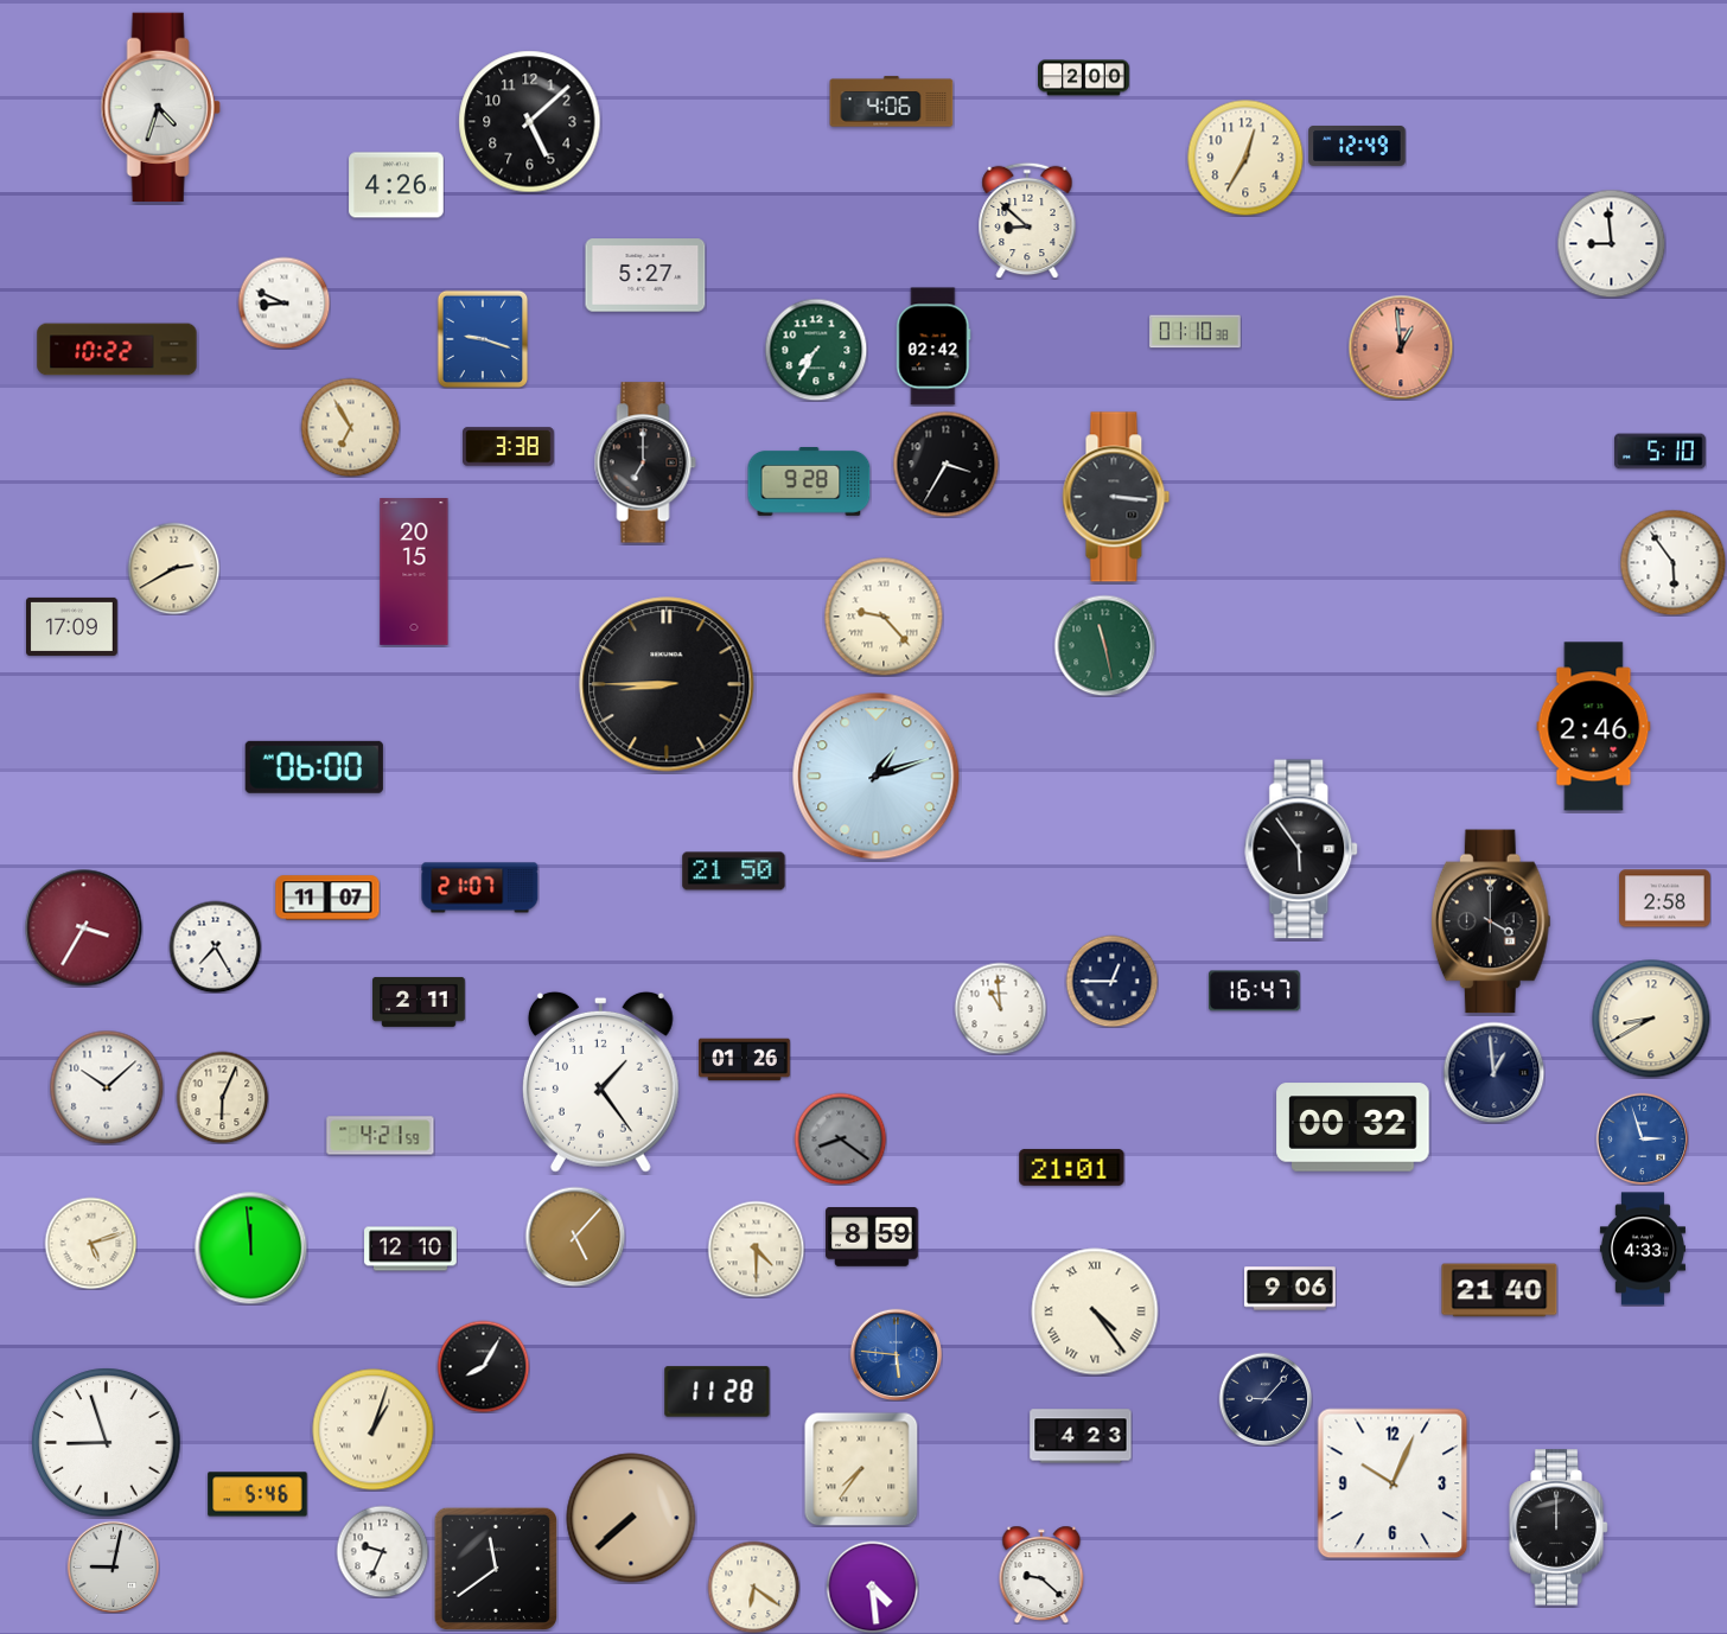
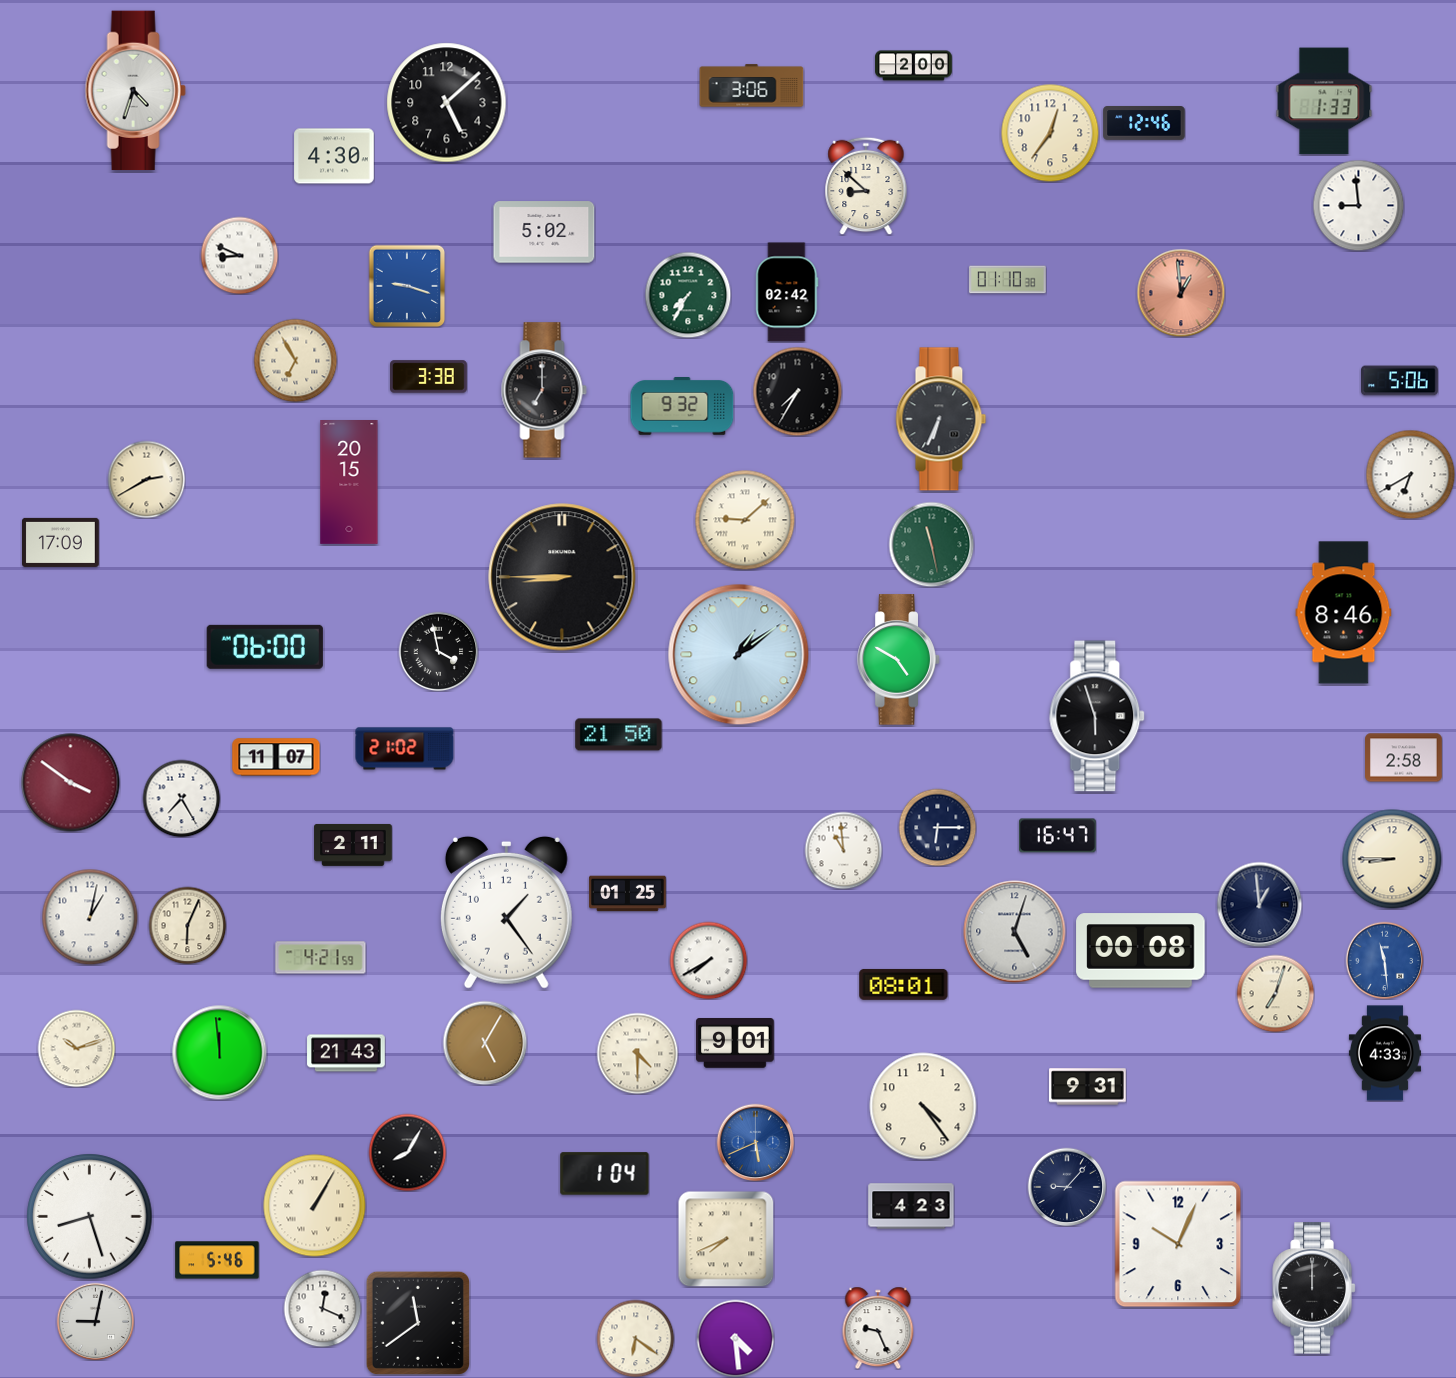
clock at (892, 102): 4:06 -> 3:06
clock at (1324, 101): none -> 1:33
clock at (1357, 147): 12:49 -> 12:46
clock at (1245, 158): 12:35 -> 12:36
clock at (396, 185): 4:26 -> 4:30
clock at (645, 275): 5:27 -> 5:02
clock at (117, 350): 10:22 -> none
clock at (1661, 452): 5:10 -> 5:06
clock at (945, 464): 3:35 -> 7:35
clock at (809, 483): 9:28 -> 9:32
clock at (1116, 497): 3:16 -> 6:34
clock at (1672, 562): 5:54 -> 6:40
clock at (884, 617): 9:23 -> 9:08
clock at (72, 626) position: (72, 626) -> (61, 542)
clock at (1594, 727): 2:46 -> 8:46
clock at (438, 651): none -> 3:58
clock at (877, 777): 1:12 -> 1:09
clock at (899, 660): none -> 4:50
clock at (1302, 849): 5:54 -> 5:57
clock at (480, 888): 21:07 -> 21:02
clock at (1491, 921): 4:00 -> none
clock at (84, 928): 3:35 -> 3:51
clock at (1111, 981): 12:45 -> 6:15
clock at (1651, 1019): 8:40 -> 8:45
clock at (745, 1060): 01:26 -> 01:25
clock at (107, 1087): 10:08 -> 1:02
clock at (1015, 932): none -> 5:03
clock at (1353, 1128): 00:32 -> 00:08
clock at (840, 1138): 8:21 -> 7:40
clock at (840, 1138) dial: grey -> white
clock at (1642, 1138): 2:57 -> 11:29
clock at (1072, 1167): 21:01 -> 08:01
clock at (1275, 993): none -> 7:03
clock at (575, 1237): 5:07 -> 5:05
clock at (872, 1238): 8:59 -> 9:01
clock at (90, 1243): 5:12 -> 10:12
clock at (250, 1247) position: (250, 1247) -> (219, 1052)
clock at (410, 1249): 12:10 -> 21:43
clock at (1291, 1289): 9:06 -> 9:31
clock at (1499, 1290): 21:40 -> none
clock at (1095, 1311) numerals: Roman -> Arabic
clock at (896, 1354): 5:46 -> 5:41
clock at (718, 1392): 11:28 -> 1:04
clock at (1266, 1399) position: (1266, 1399) -> (1067, 1187)
clock at (374, 1430): 1:03 -> 1:05
clock at (1081, 1436) position: (1081, 1436) -> (911, 1206)
clock at (107, 1443): 8:57 -> 8:27
clock at (861, 1469): 7:36 -> 7:41
clock at (1393, 1483) position: (1393, 1483) -> (1178, 1244)
clock at (631, 1518): 7:38 -> none
clock at (382, 1551): 9:34 -> 12:19
clock at (1041, 1575): 9:22 -> 9:26
